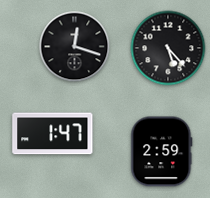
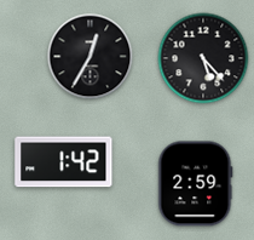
clock at (75, 47): 12:18 -> 12:35
clock at (53, 134): 1:47 -> 1:42
